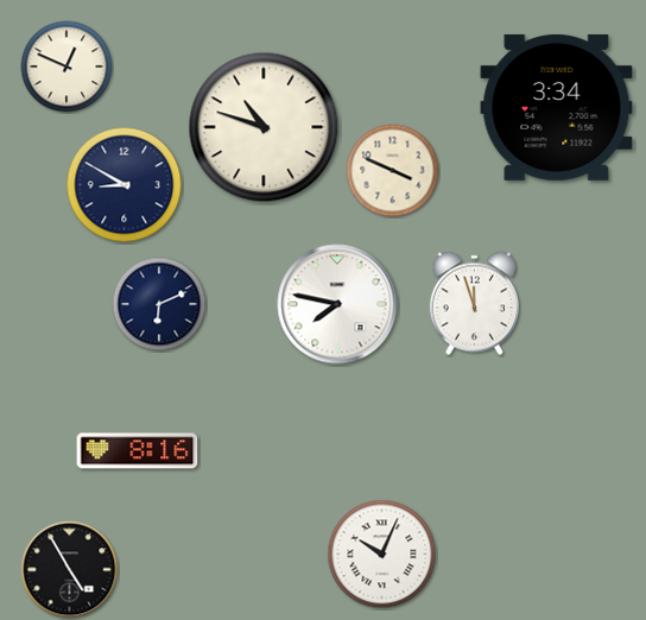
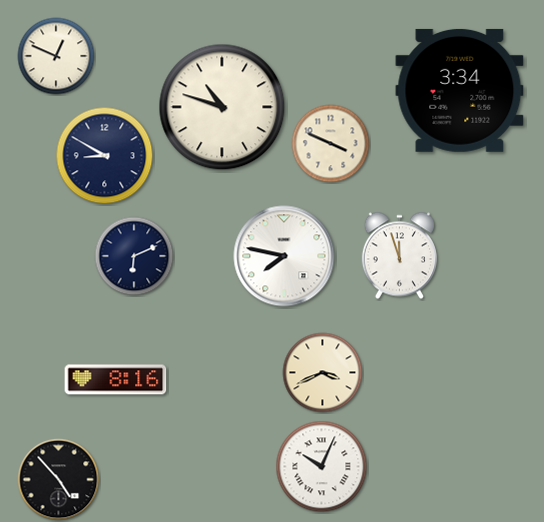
clock at (557, 107) position: (557, 107) -> (460, 90)
clock at (323, 373): none -> 3:41
clock at (70, 570): 4:55 -> 4:53
